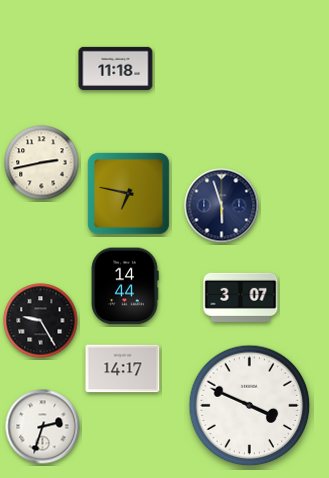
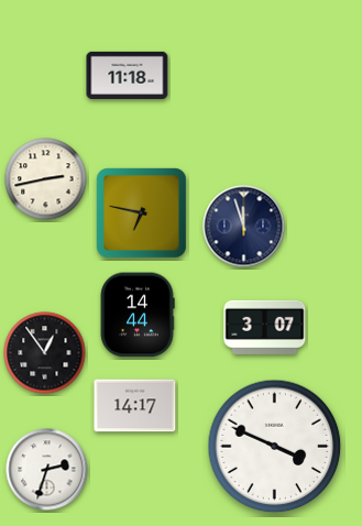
clock at (222, 206): 5:57 -> 11:57
clock at (41, 321): 9:25 -> 12:54
